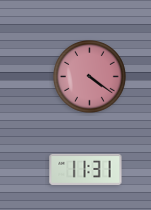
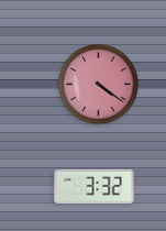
clock at (86, 169): 11:31 -> 3:32
